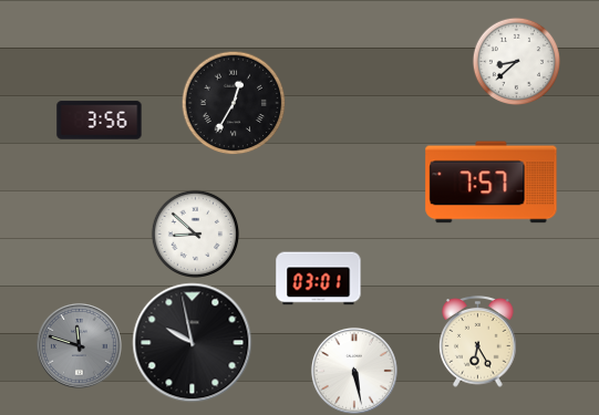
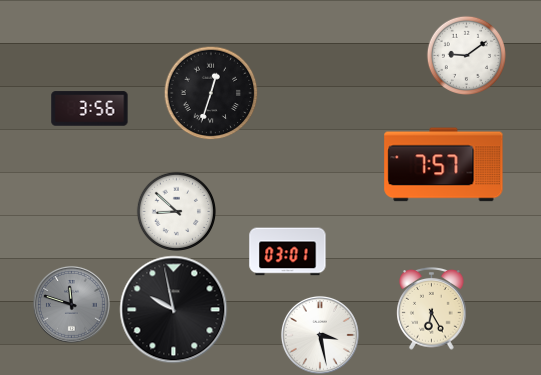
clock at (516, 61): 8:38 -> 9:09
clock at (234, 103): 12:35 -> 12:33
clock at (79, 345) position: (79, 345) -> (71, 304)
clock at (354, 371): 5:28 -> 3:28
